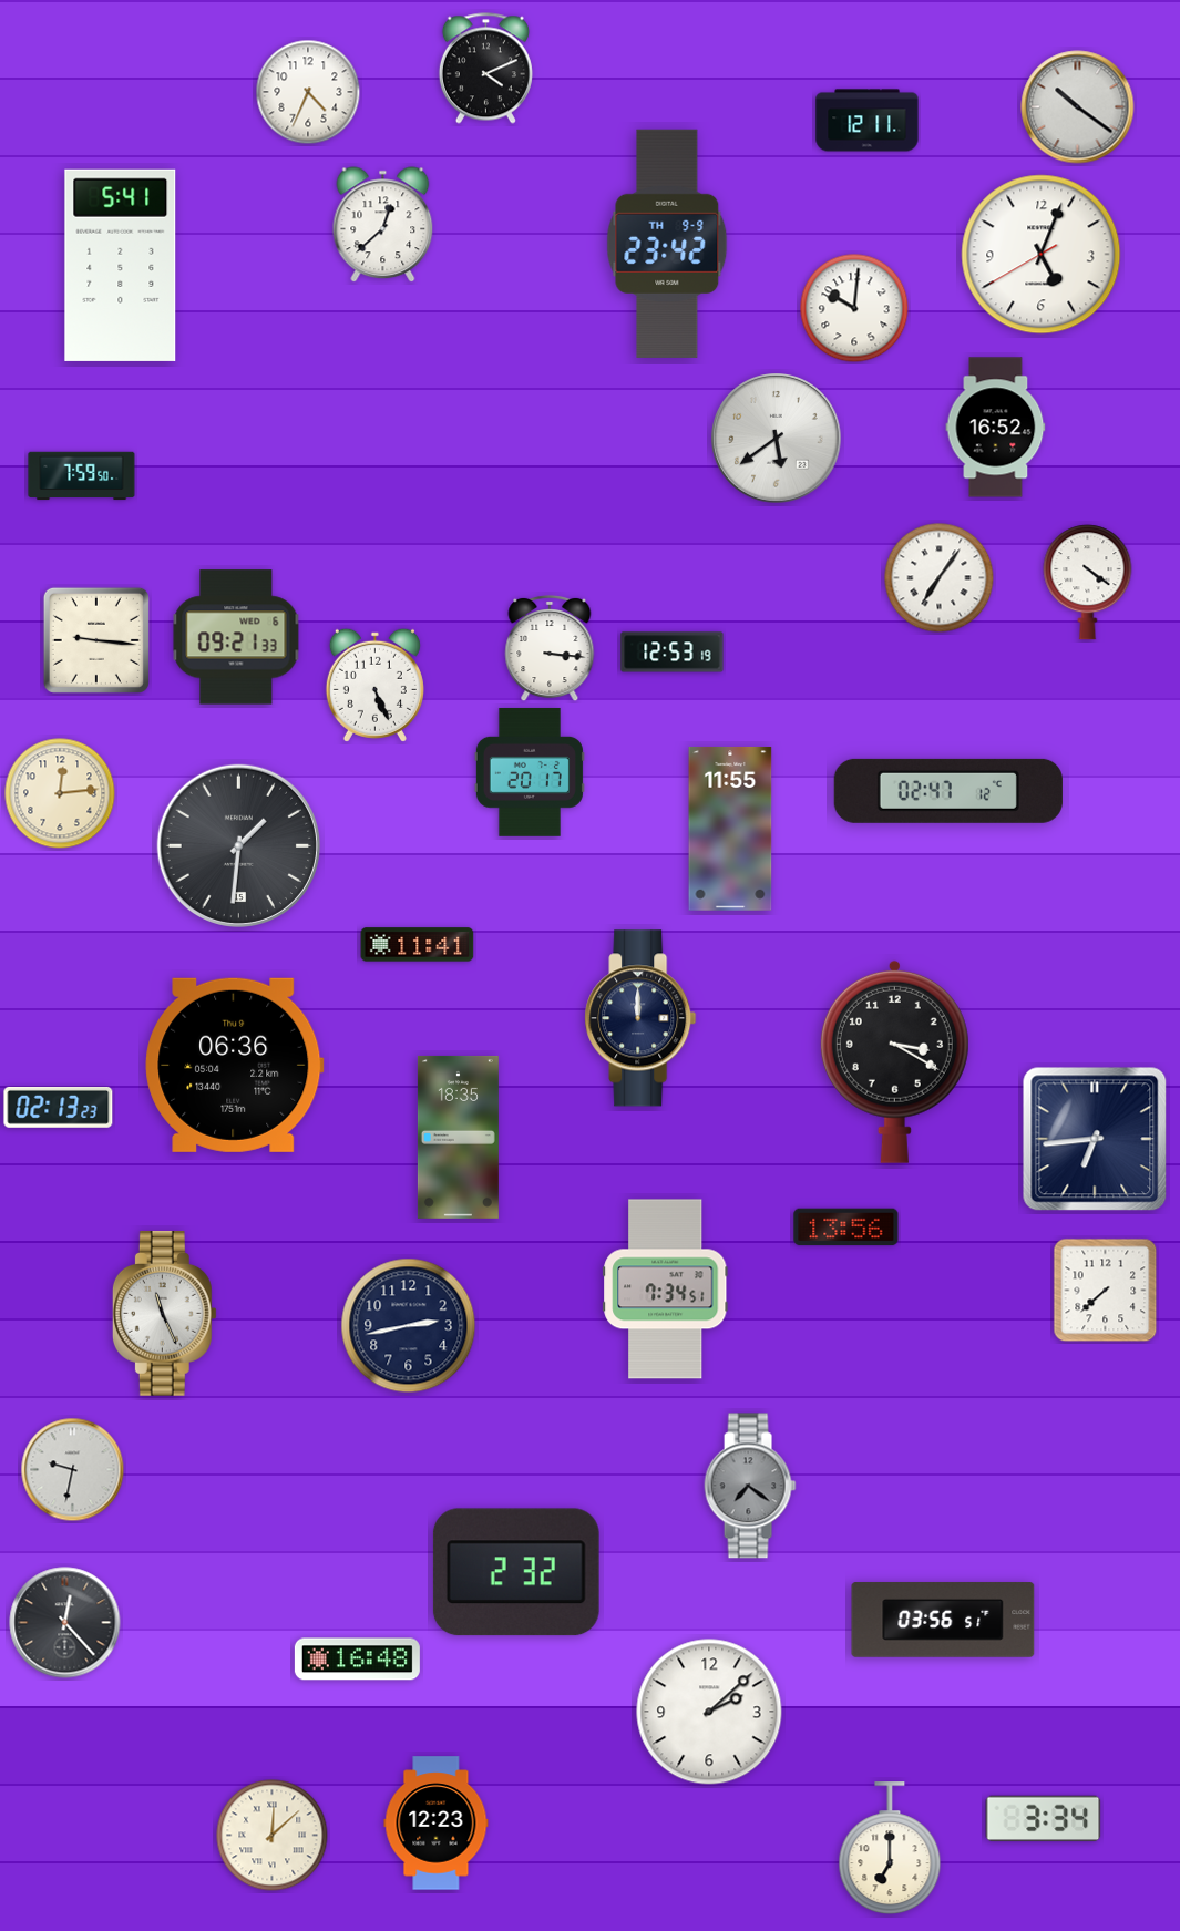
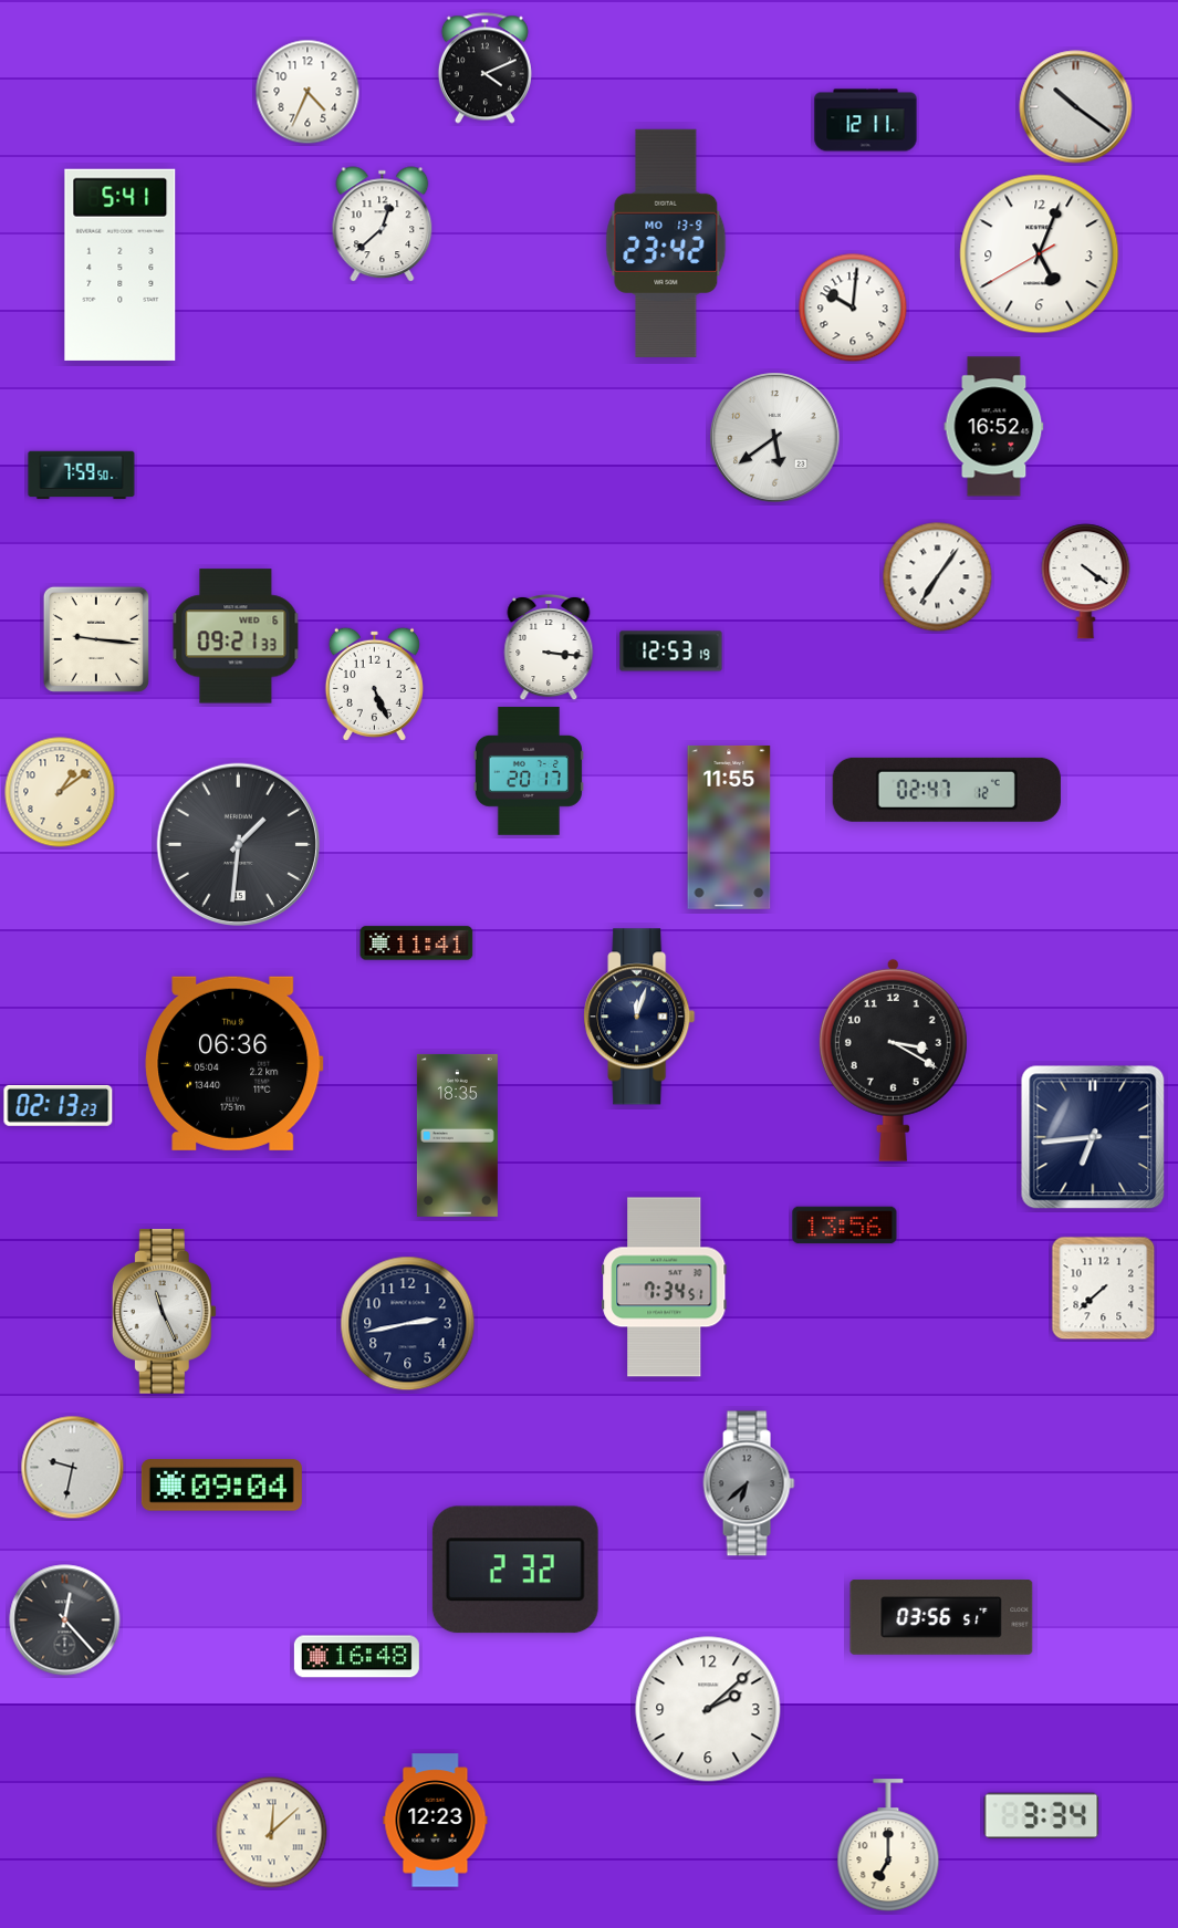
clock at (667, 244) date: TH 9-9 -> MO 13-9
clock at (60, 793): 12:14 -> 1:09
clock at (640, 1018): 12:00 -> 12:03
clock at (750, 1486): 7:21 -> 6:38
clock at (221, 1486): none -> 09:04
